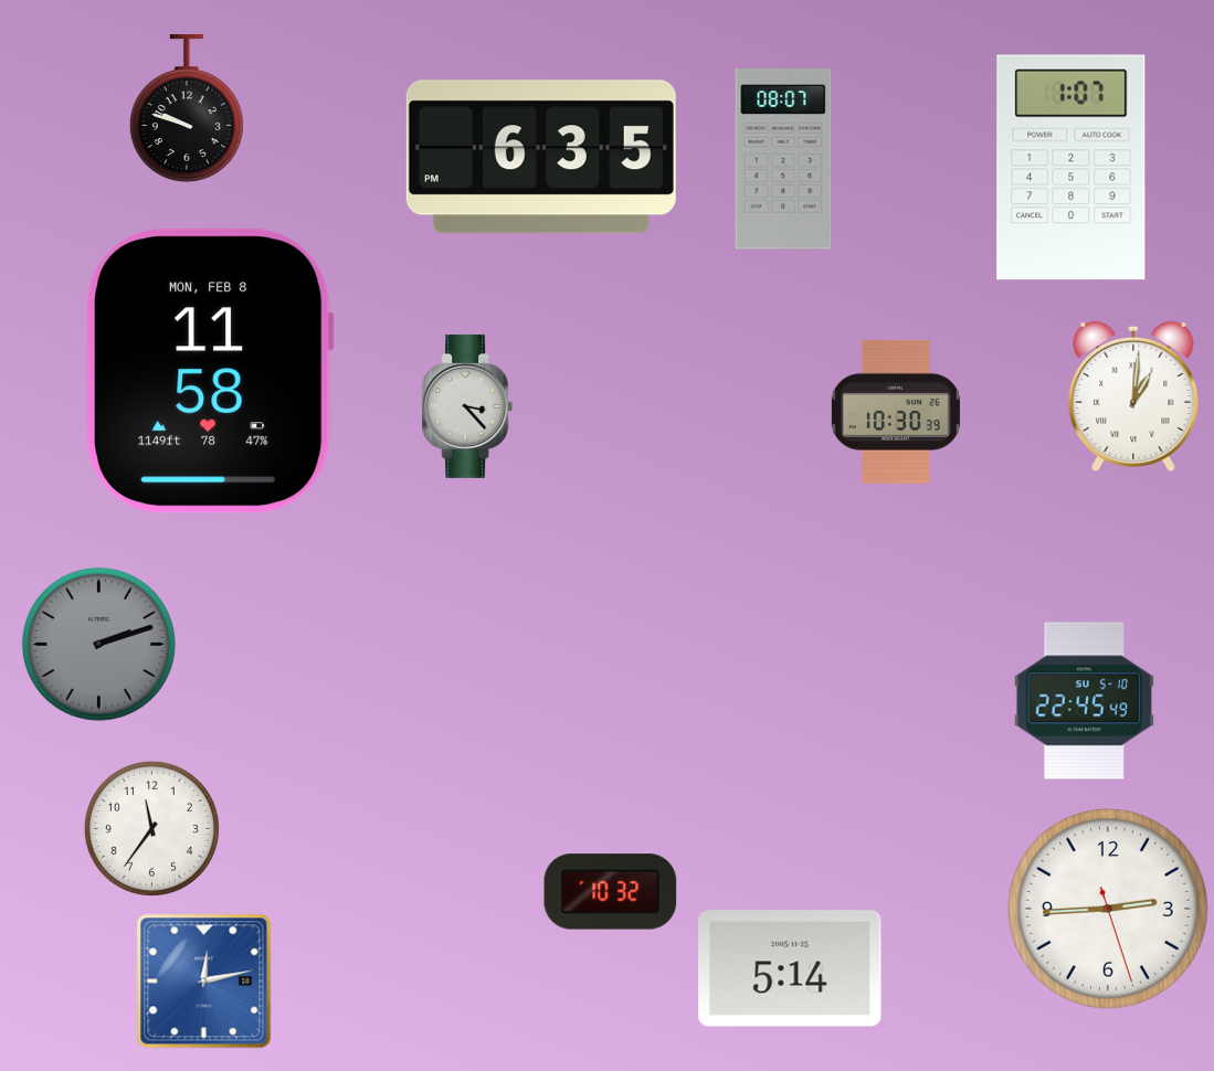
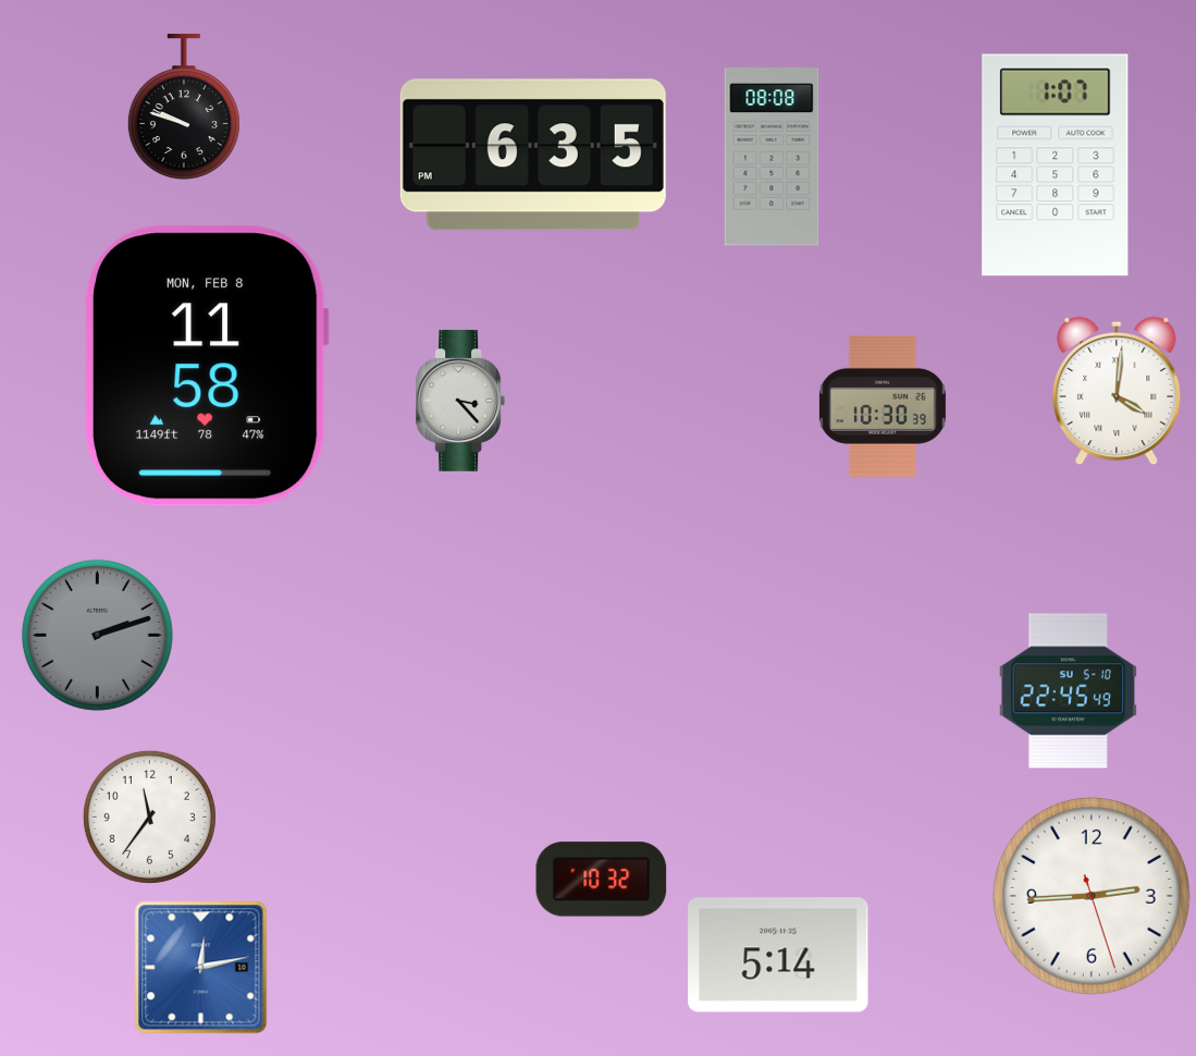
clock at (783, 159): 08:07 -> 08:08
clock at (1133, 396): 1:01 -> 4:01
